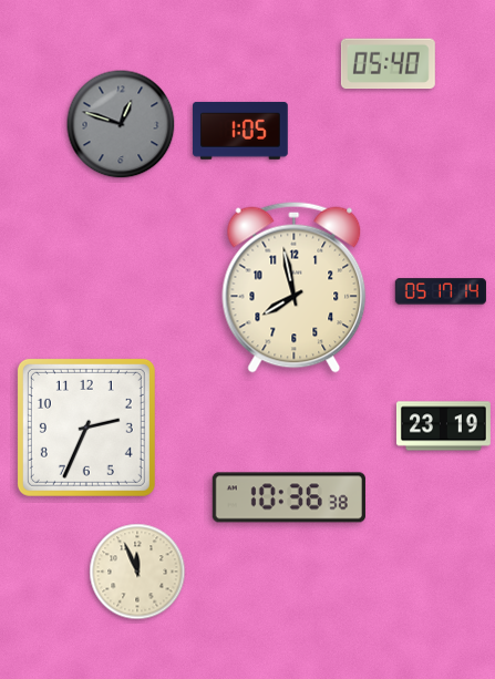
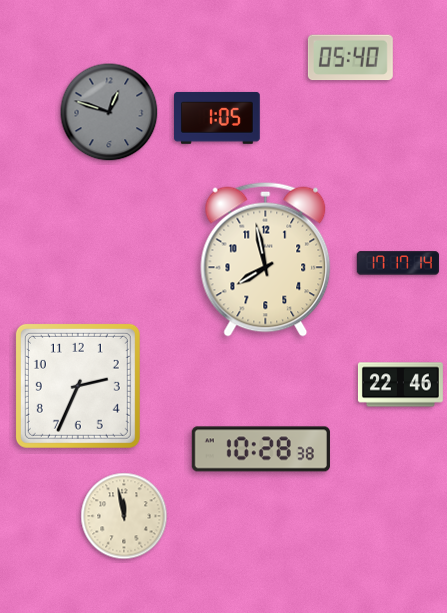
clock at (440, 291): 05:17 -> 17:17
clock at (443, 426): 23:19 -> 22:46
clock at (289, 497): 10:36 -> 10:28
clock at (137, 572): 11:56 -> 11:58
